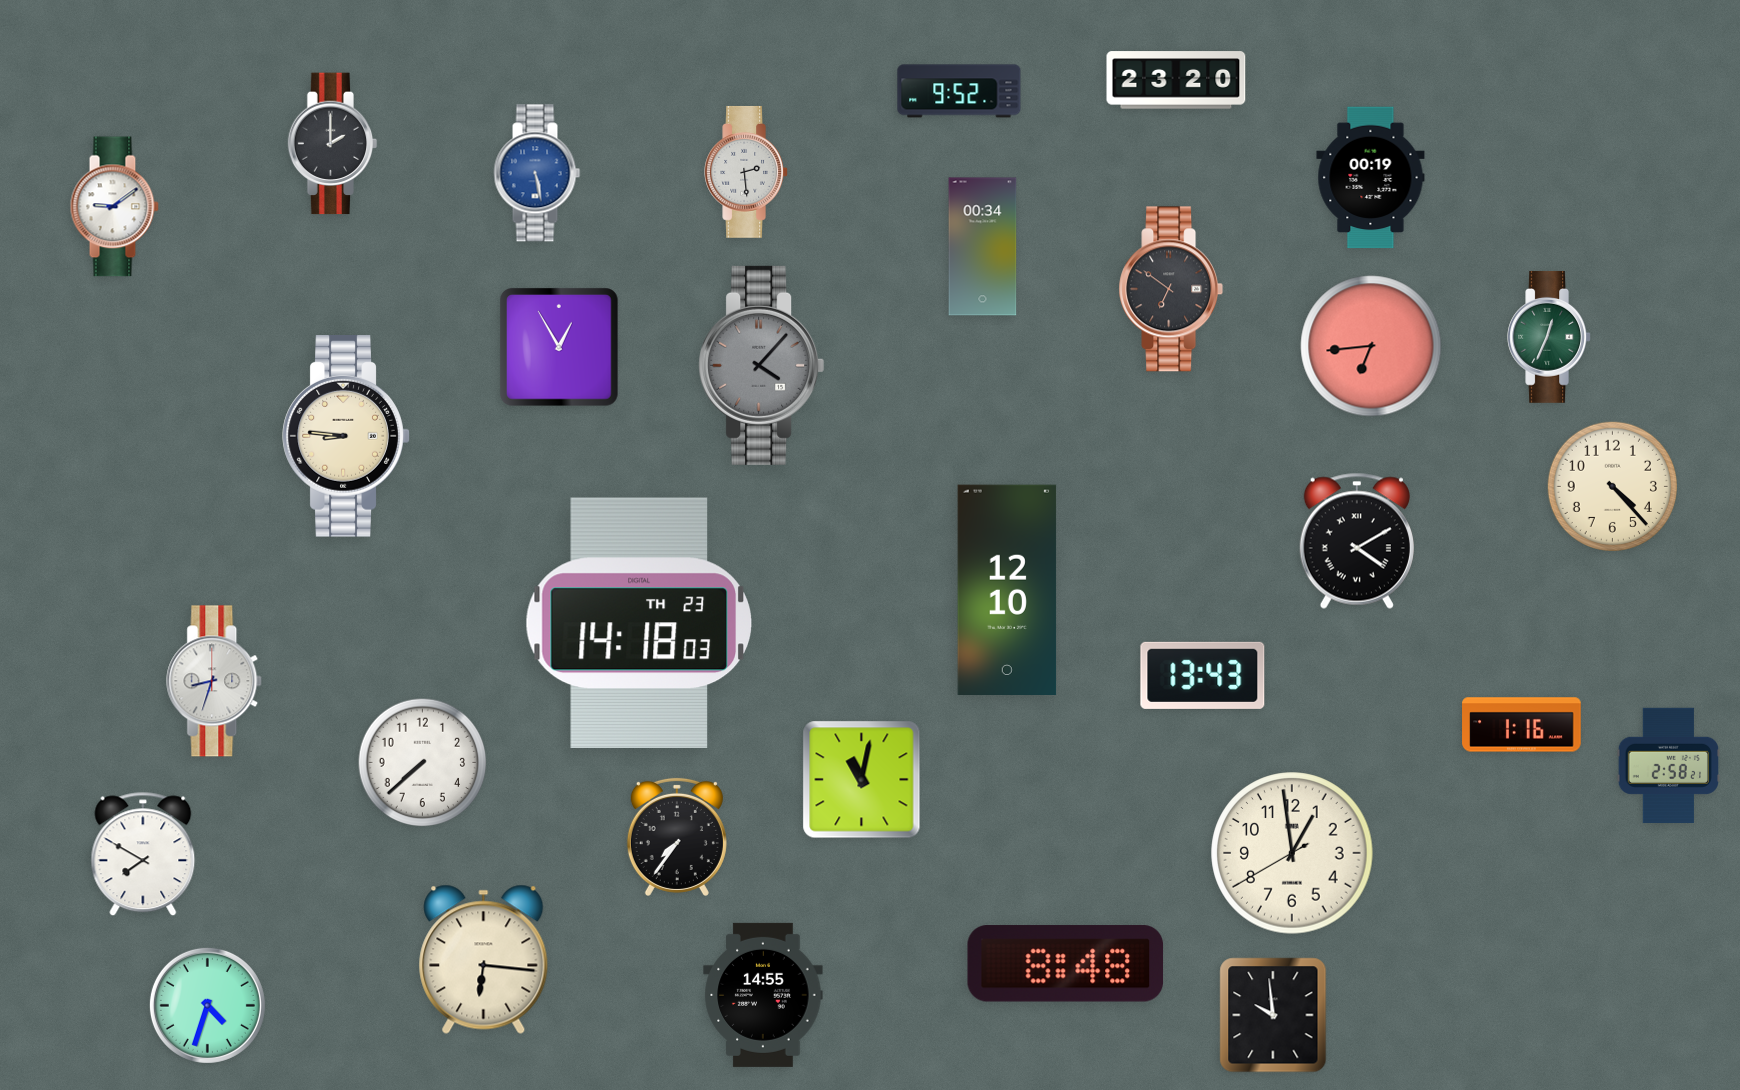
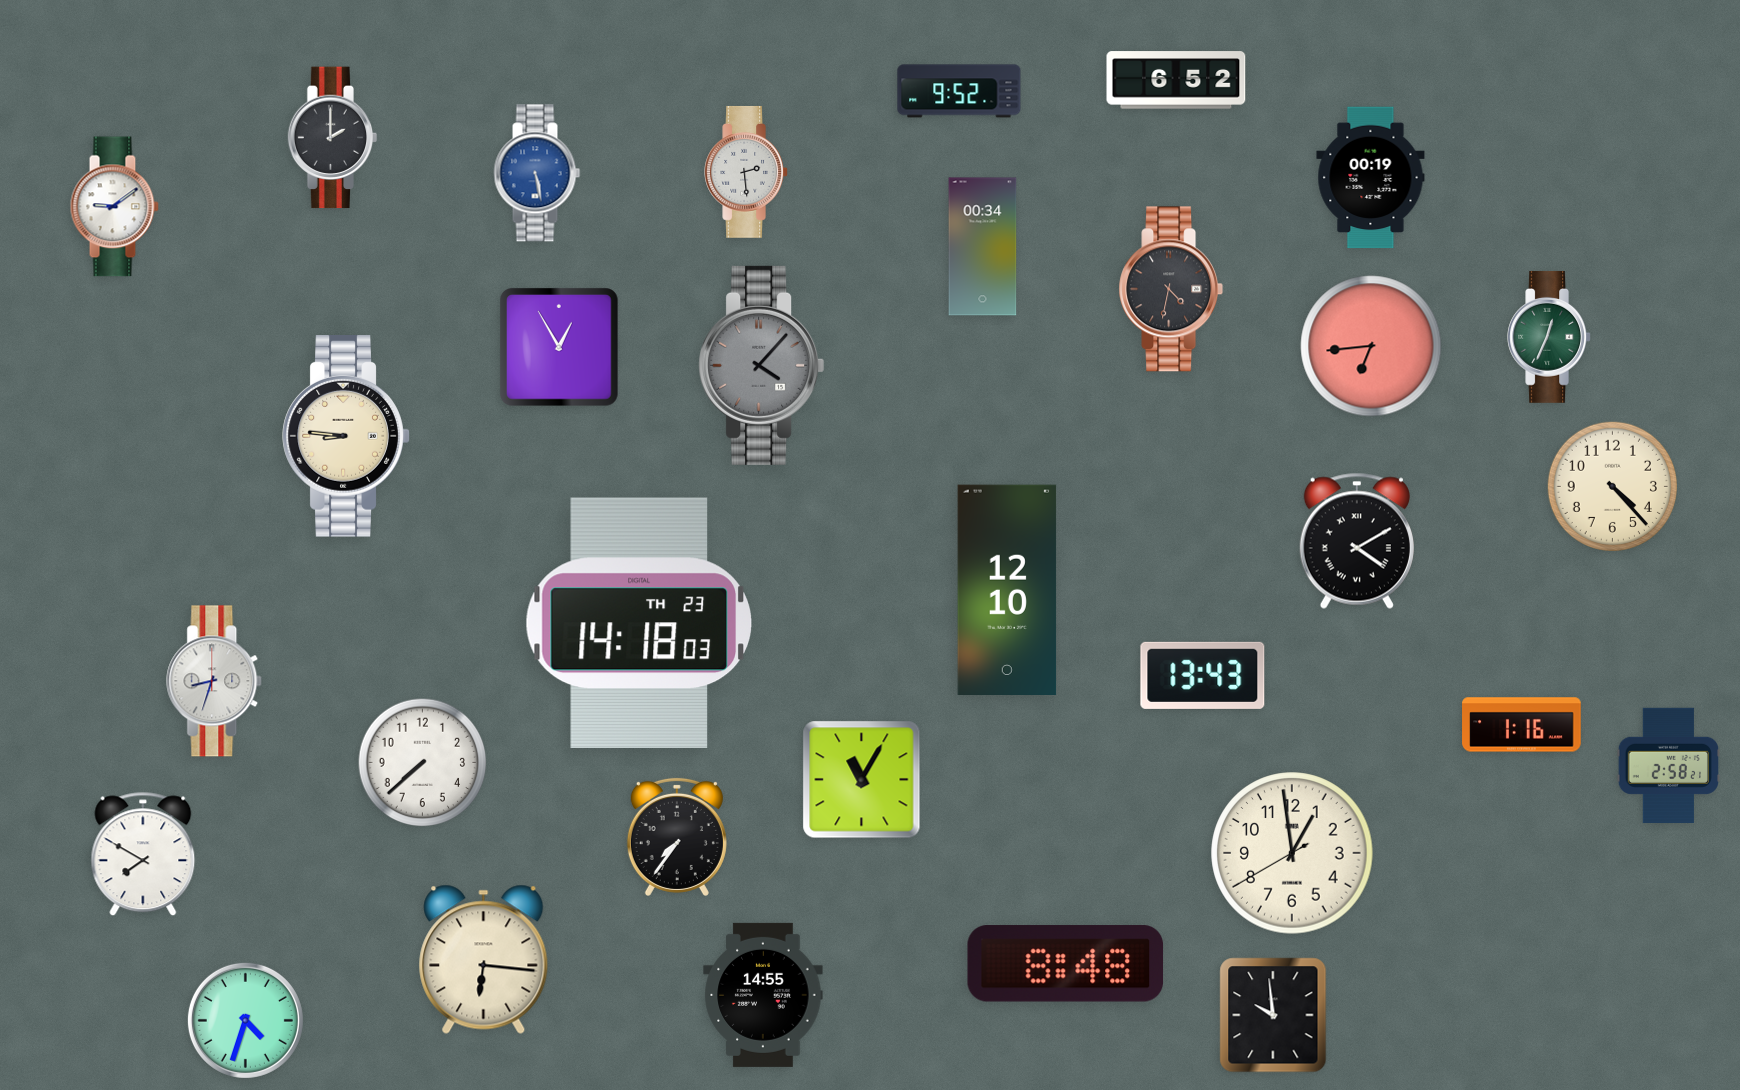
clock at (1176, 80): 23:20 -> 6:52
clock at (333, 144) position: (333, 144) -> (333, 138)
clock at (1171, 289): 6:51 -> 4:32
clock at (862, 780): 11:02 -> 11:05
clock at (207, 1005) position: (207, 1005) -> (245, 1020)
